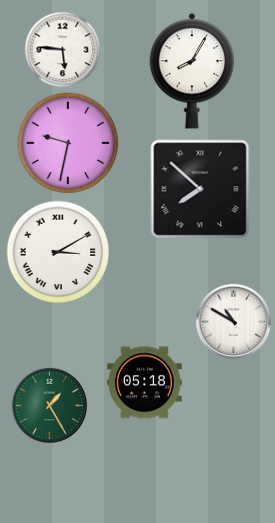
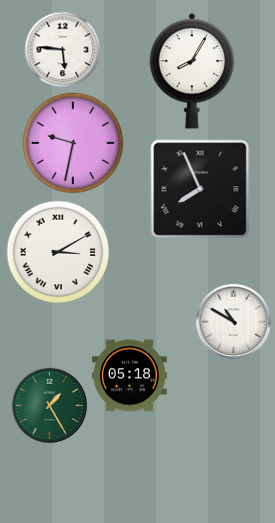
clock at (68, 143) position: (68, 143) -> (73, 143)
clock at (200, 189): 7:52 -> 7:56
clock at (144, 383) position: (144, 383) -> (129, 376)
